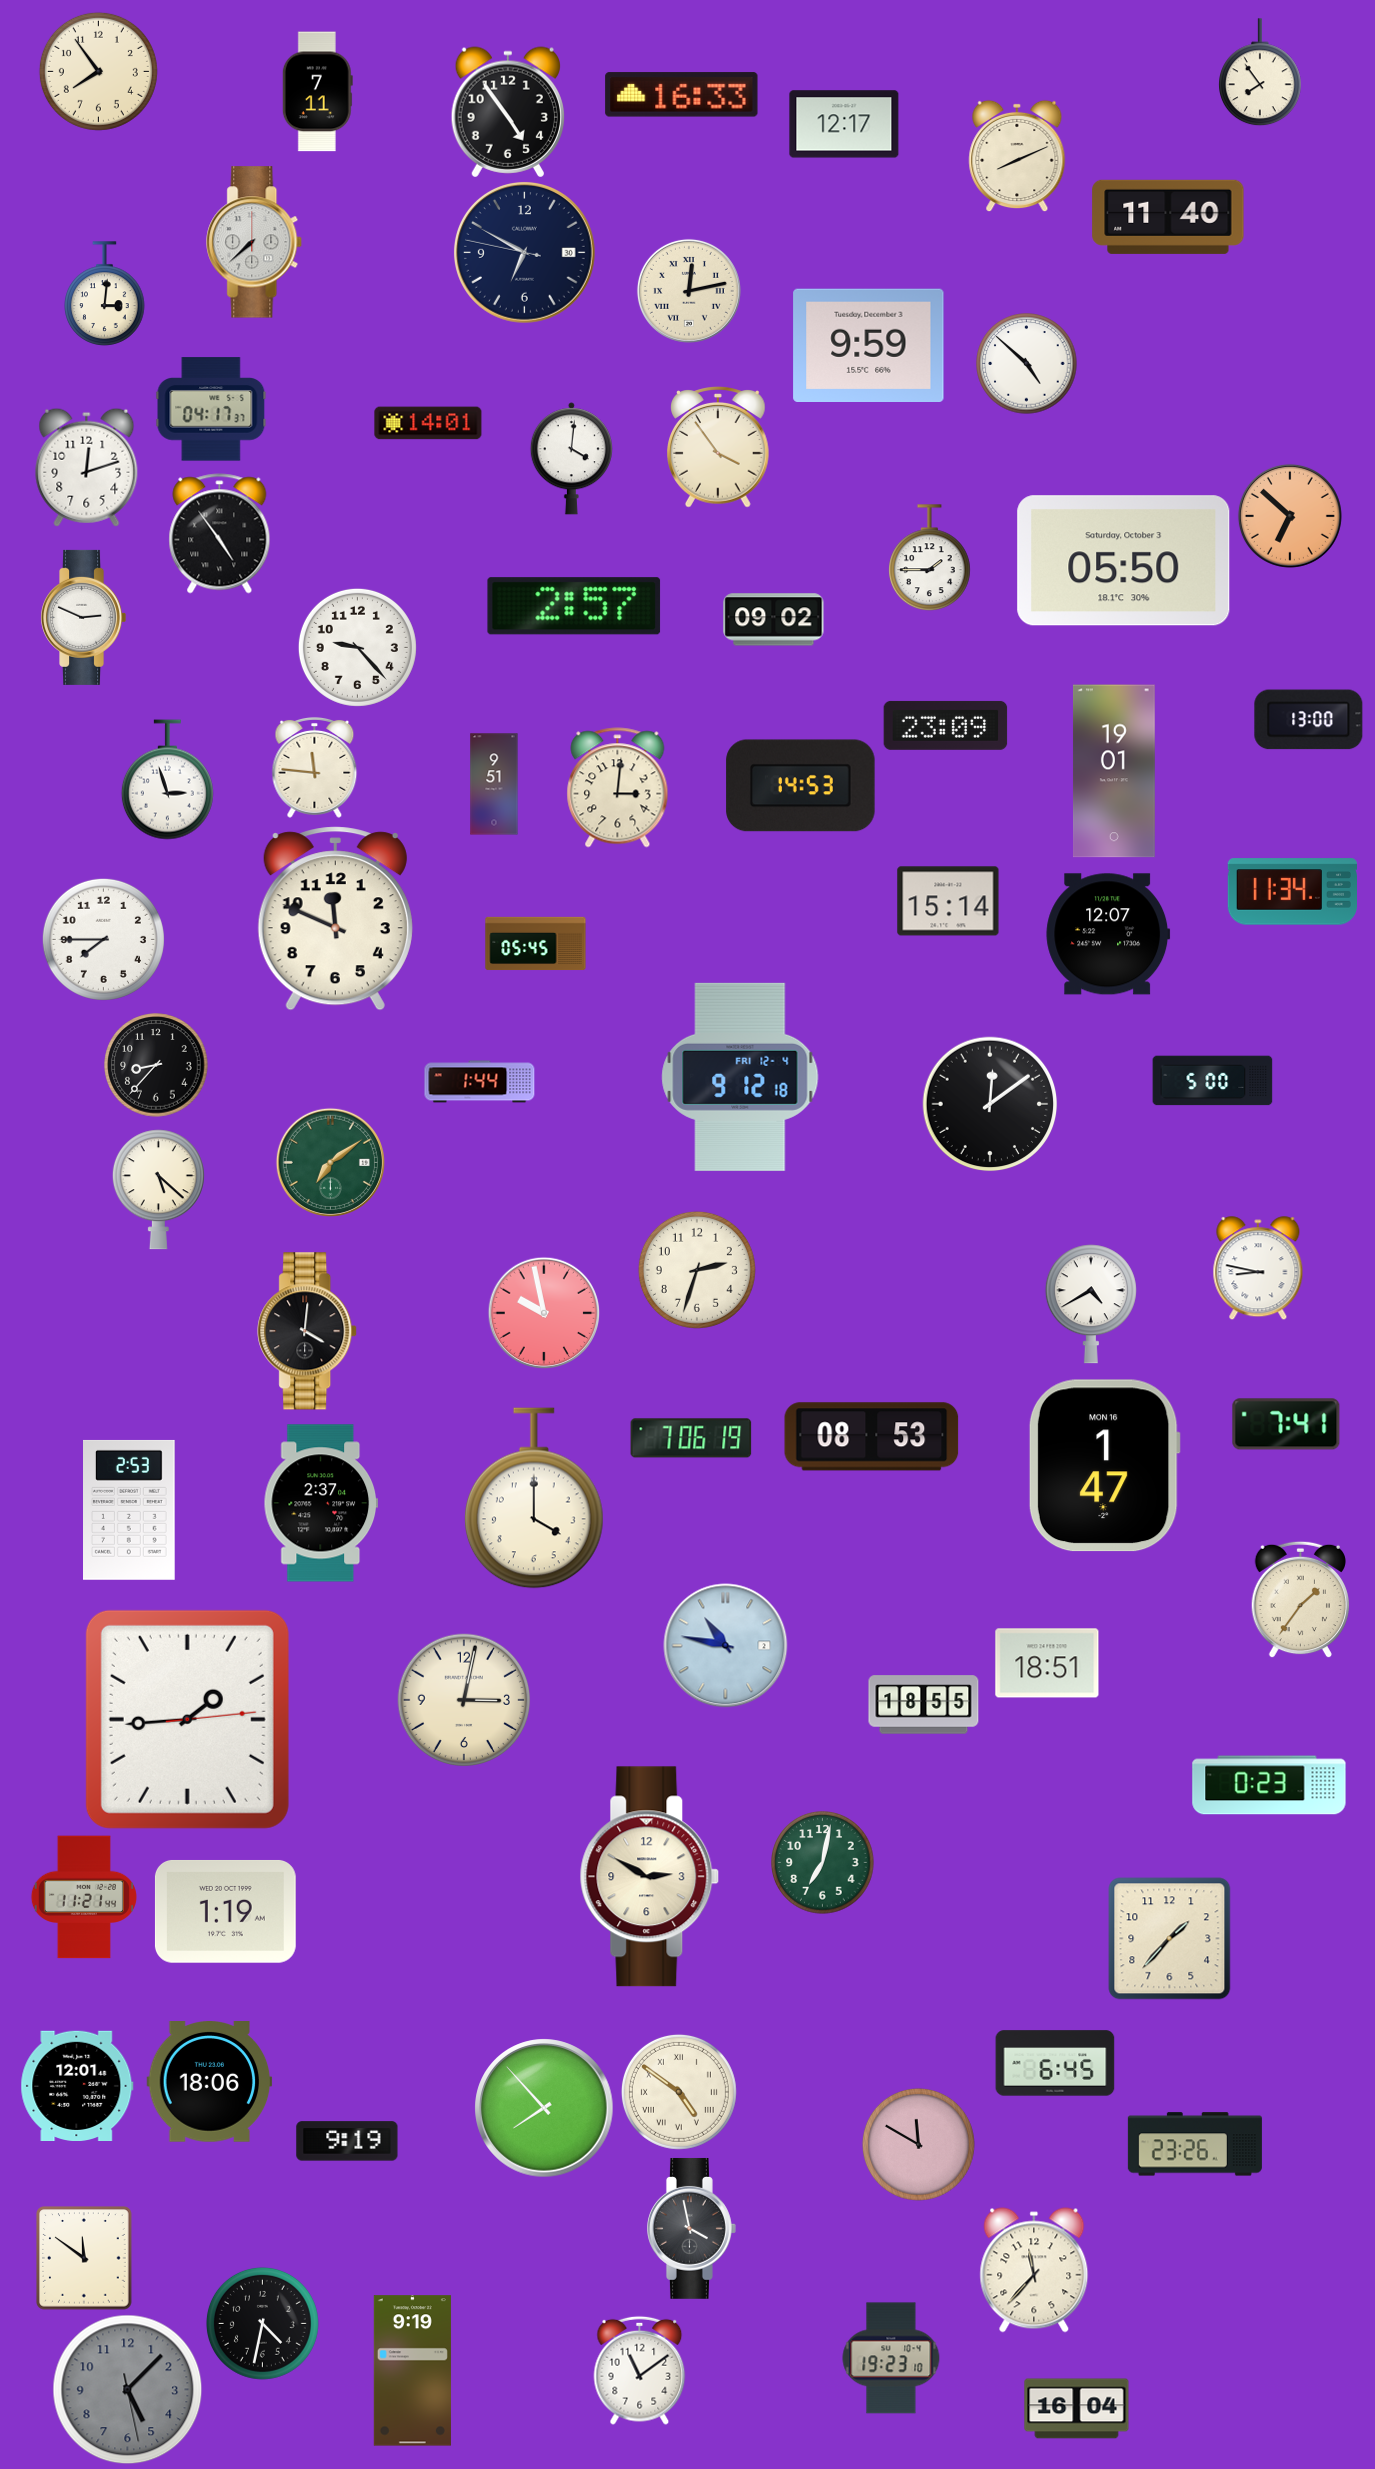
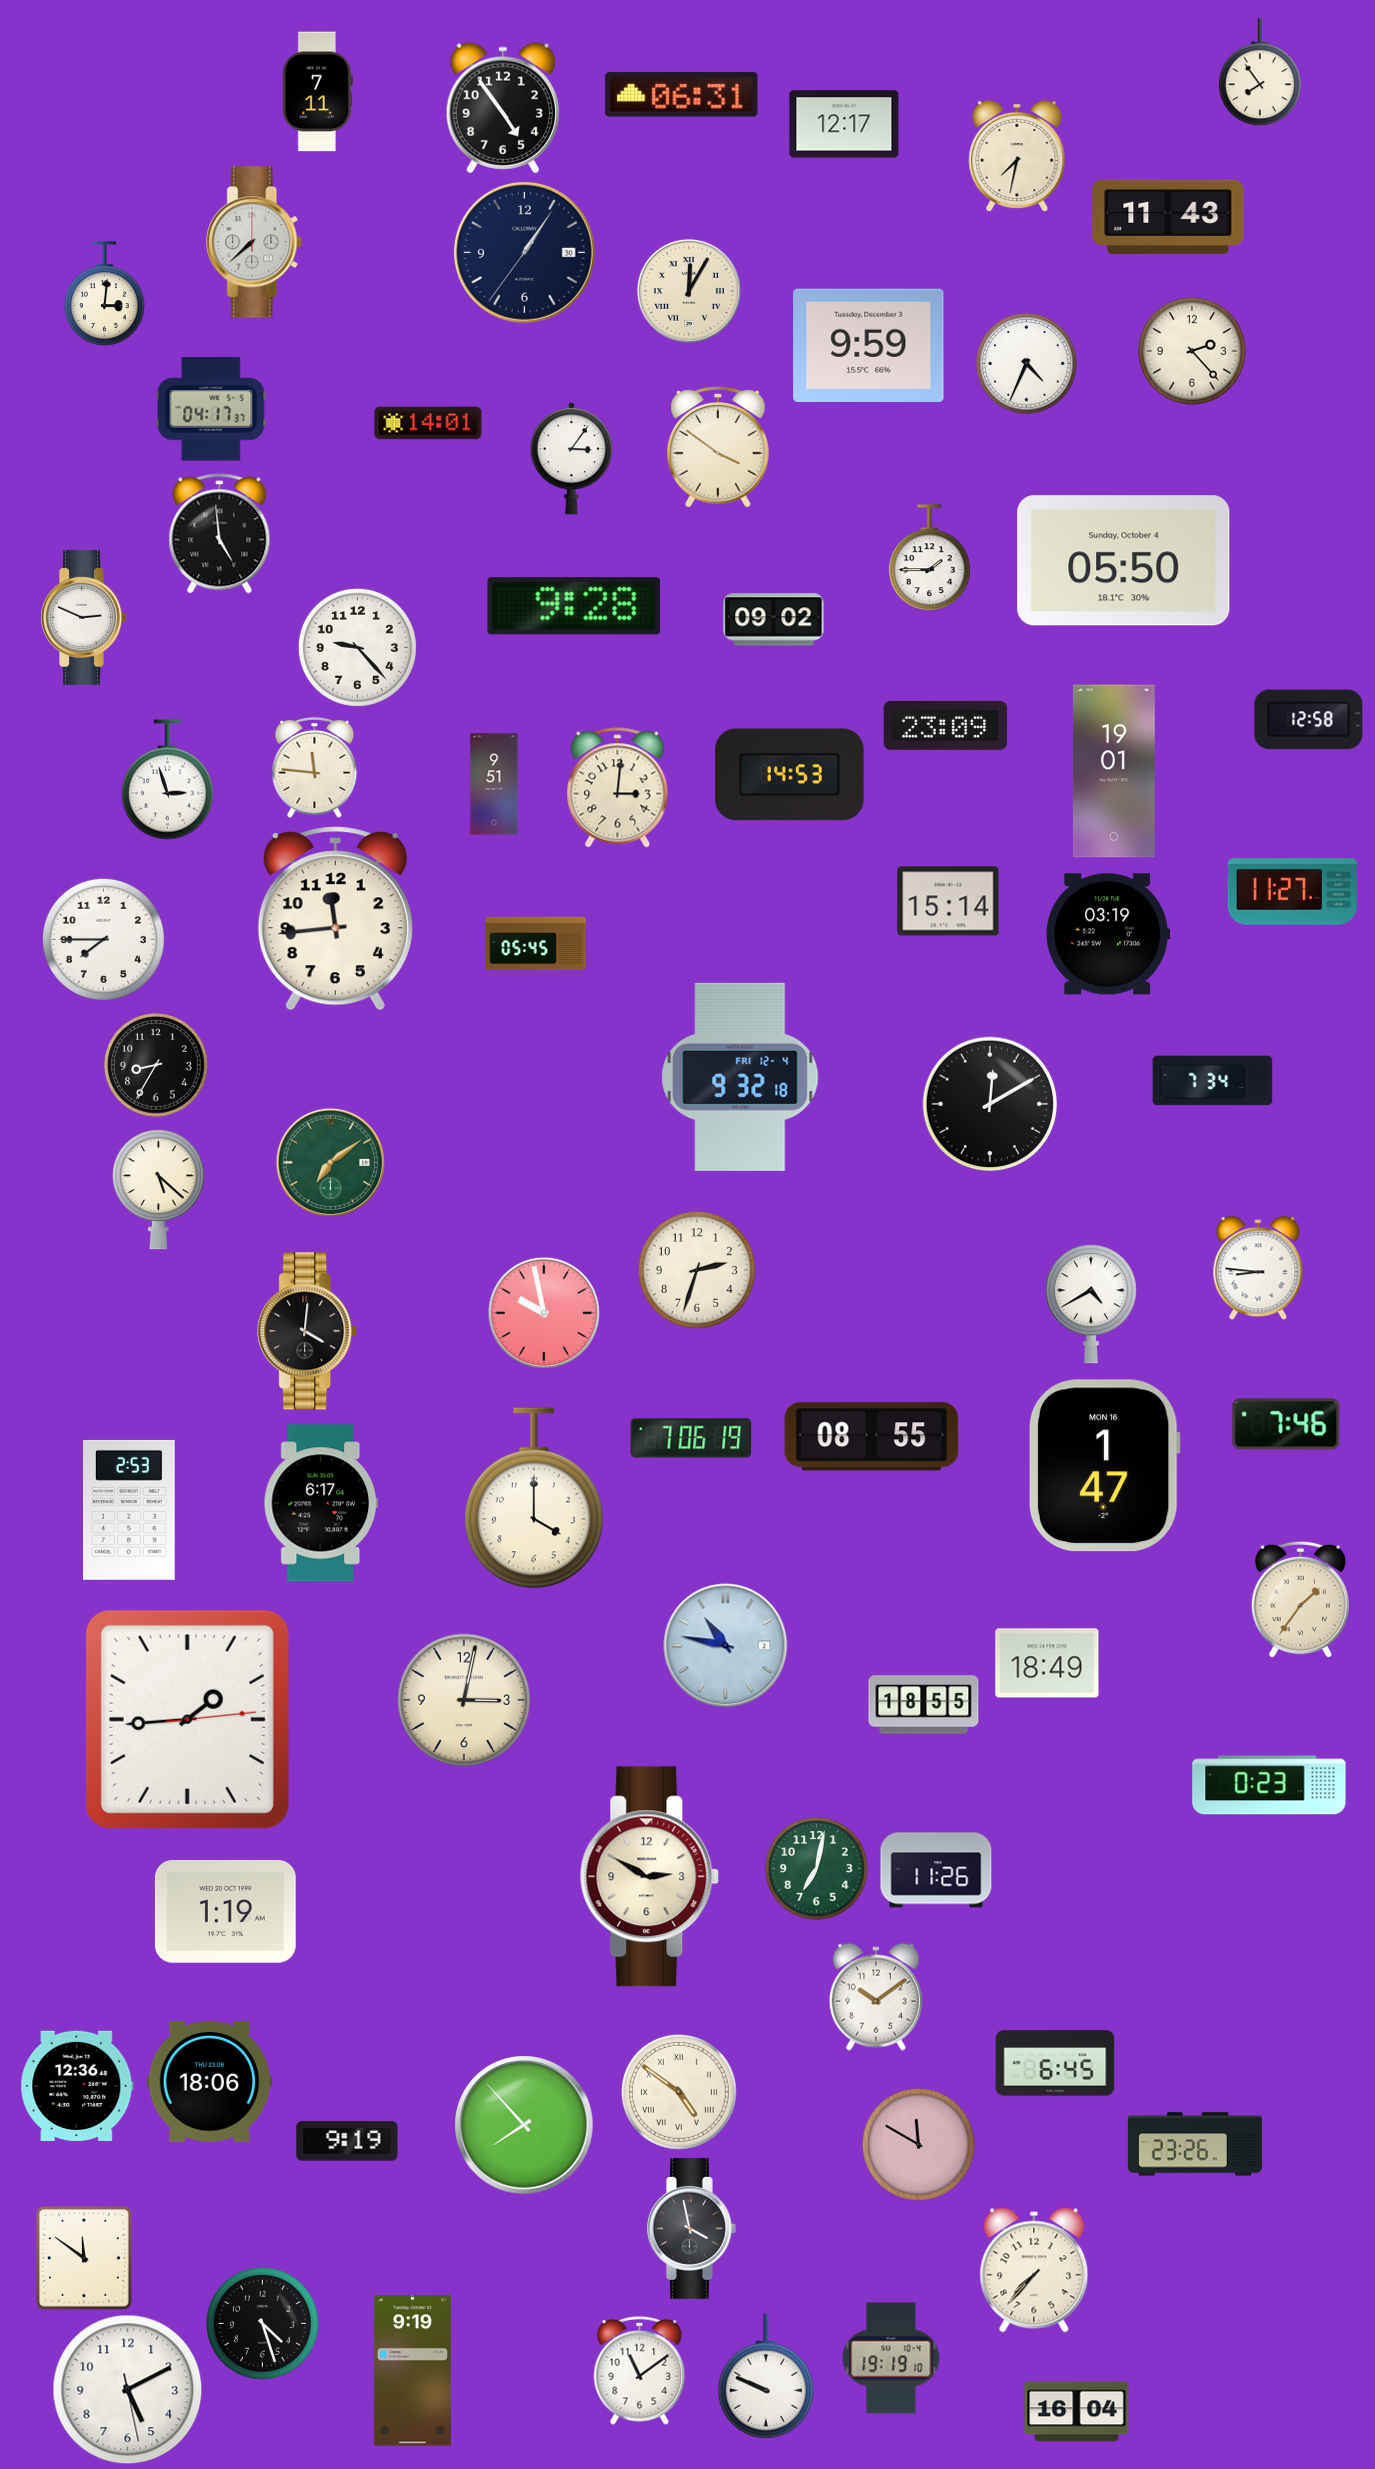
clock at (98, 71): 7:54 -> none
clock at (682, 95): 16:33 -> 06:31
clock at (507, 112) position: (507, 112) -> (502, 108)
clock at (1017, 156): 8:11 -> 7:32
clock at (1168, 217): 11:40 -> 11:43
clock at (524, 252): 6:49 -> 1:05
clock at (689, 291): 12:13 -> 12:05
clock at (1192, 351): none -> 2:23
clock at (1027, 364): 4:52 -> 4:34
clock at (719, 447): 3:54 -> 3:51
clock at (571, 459): 4:01 -> 3:06
clock at (87, 467): 12:12 -> none
clock at (1290, 516): 6:52 -> none
clock at (220, 534): 4:54 -> 4:59
clock at (1124, 561) date: Saturday, October 3 -> Sunday, October 4
clock at (574, 606): 2:57 -> 9:28
clock at (1309, 720): 13:00 -> 12:58
clock at (801, 786) position: (801, 786) -> (790, 775)
clock at (1292, 892): 11:34 -> 11:27
clock at (335, 919): 11:49 -> 11:44
clock at (1108, 934): 12:07 -> 03:19
clock at (156, 1065): 8:37 -> 8:35
clock at (740, 1077): 9:12 -> 9:32
clock at (1213, 1081): 5:00 -> 7:34
clock at (480, 1082): 1:44 -> none
clock at (990, 1104): 12:09 -> 12:10
clock at (1258, 1268): 8:47 -> 8:46
clock at (1286, 1424): 7:41 -> 7:46
clock at (872, 1437): 08:53 -> 08:55
clock at (320, 1503): 2:37 -> 6:17
clock at (1047, 1663): 18:51 -> 18:49
clock at (823, 1863) position: (823, 1863) -> (817, 1869)
clock at (936, 1870): none -> 11:26
clock at (84, 1897): 11:21 -> none
clock at (1170, 1939): 1:37 -> none
clock at (876, 1997): none -> 10:09
clock at (77, 2085): 12:01 -> 12:36
clock at (544, 2108) position: (544, 2108) -> (524, 2125)
clock at (1034, 2270): 11:37 -> 7:37
clock at (262, 2323): 4:32 -> 4:27
clock at (891, 2358): 19:23 -> 19:19
clock at (766, 2376): none -> 9:49
clock at (128, 2390): 5:07 -> 5:10
clock at (128, 2390) dial: grey -> white
clock at (1077, 2409) position: (1077, 2409) -> (1077, 2412)
